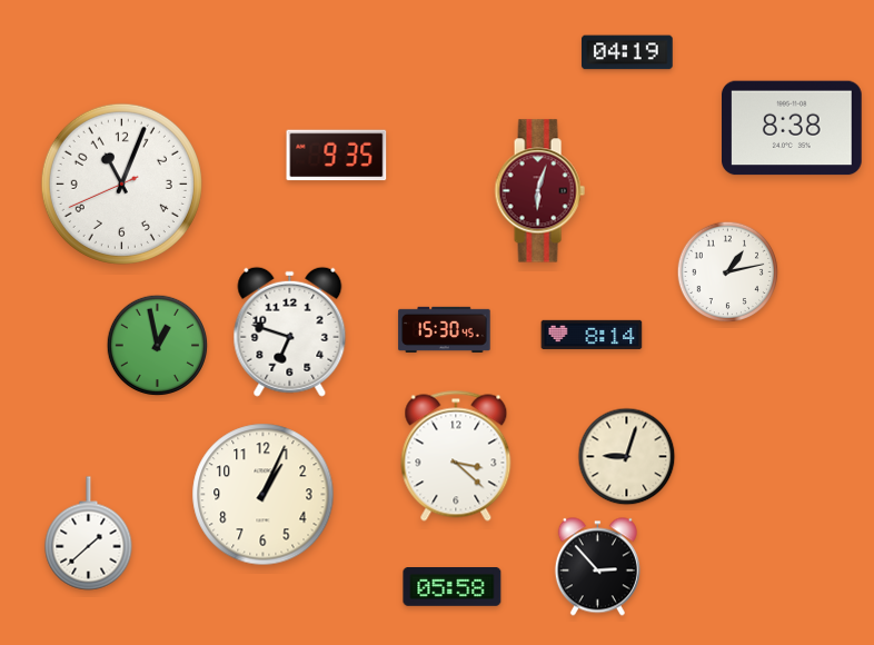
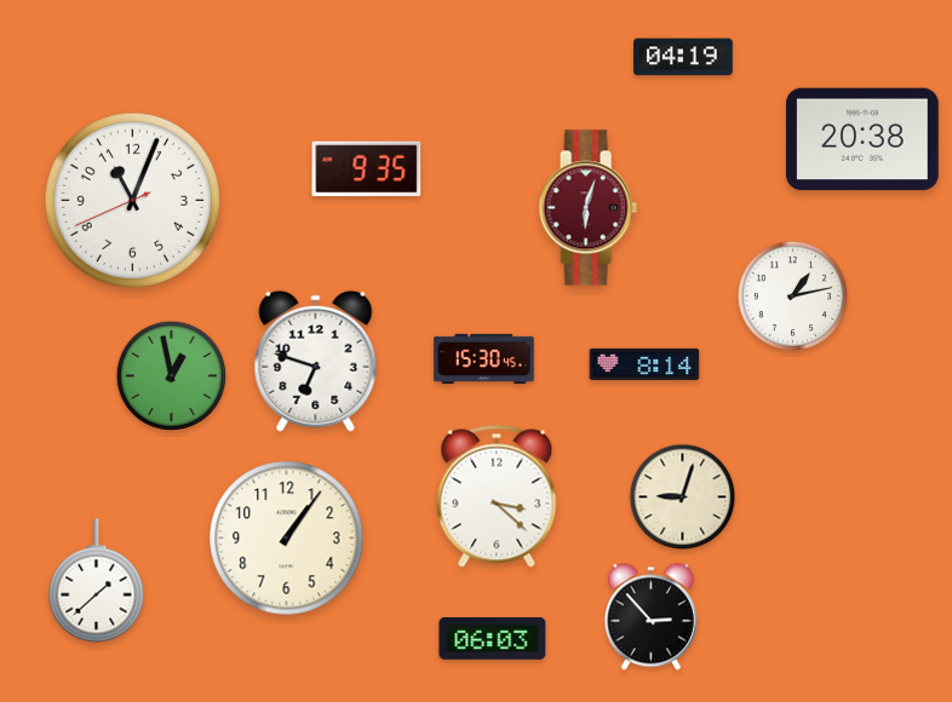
clock at (793, 128): 8:38 -> 20:38
clock at (264, 495): 1:04 -> 1:06
clock at (453, 587): 05:58 -> 06:03
